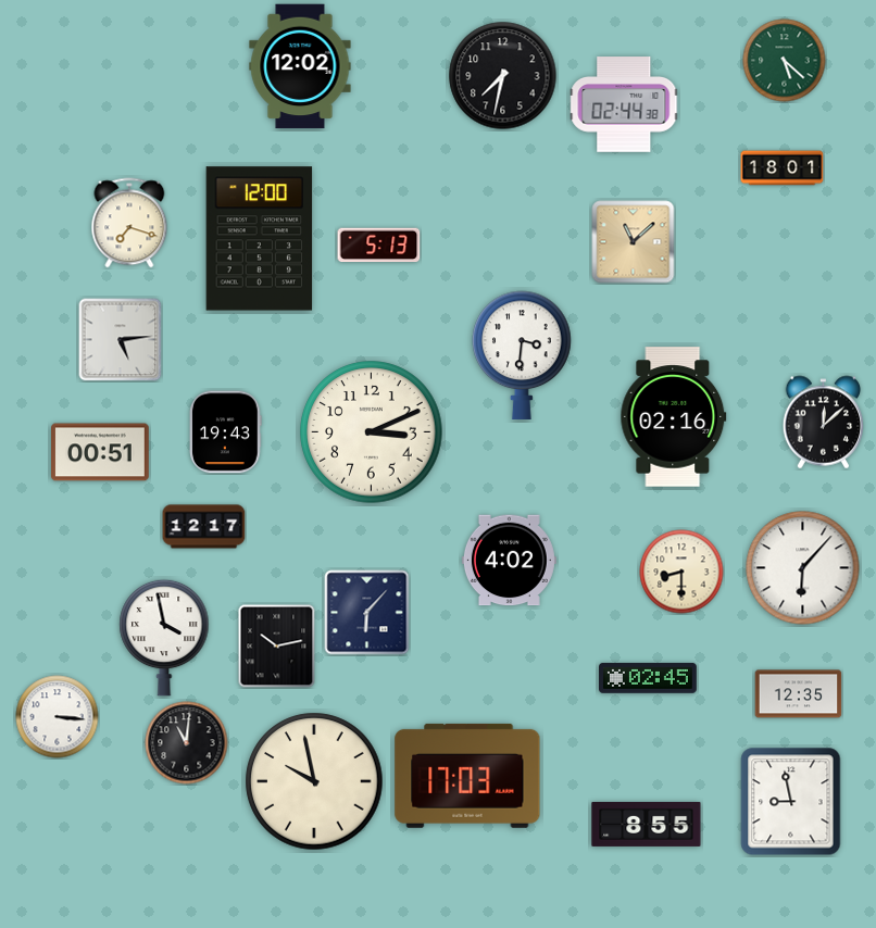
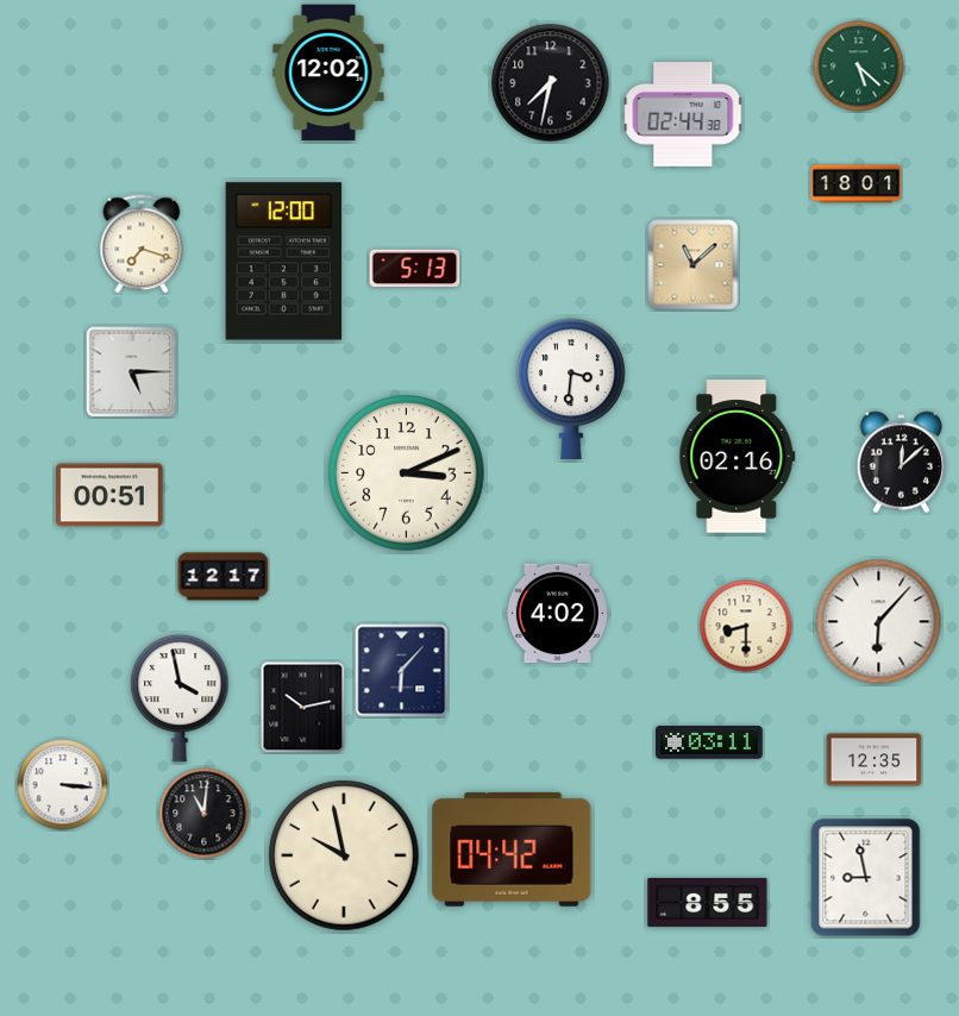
clock at (121, 340): 5:14 -> 5:15
clock at (226, 432): 19:43 -> none
clock at (649, 678): 02:45 -> 03:11
clock at (467, 776): 17:03 -> 04:42
